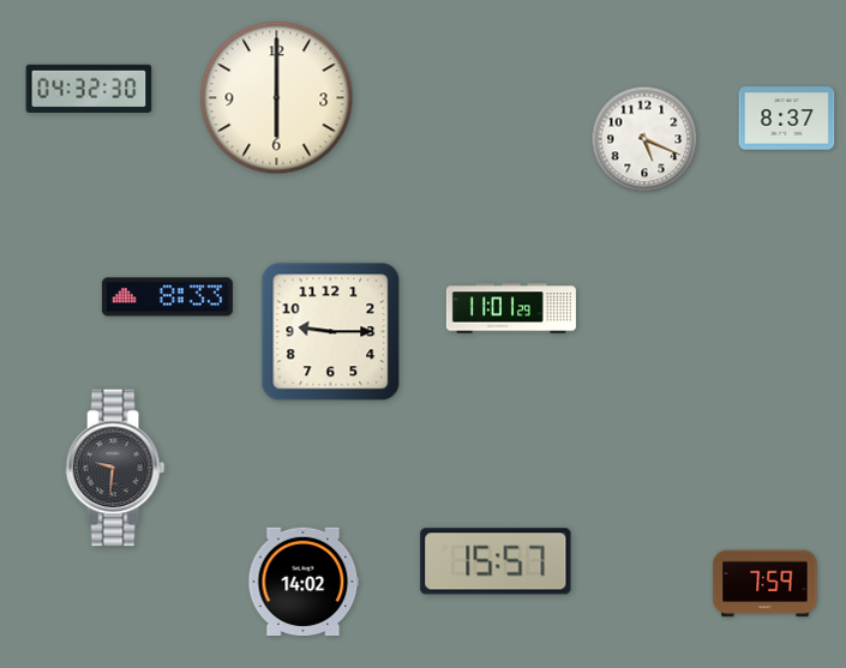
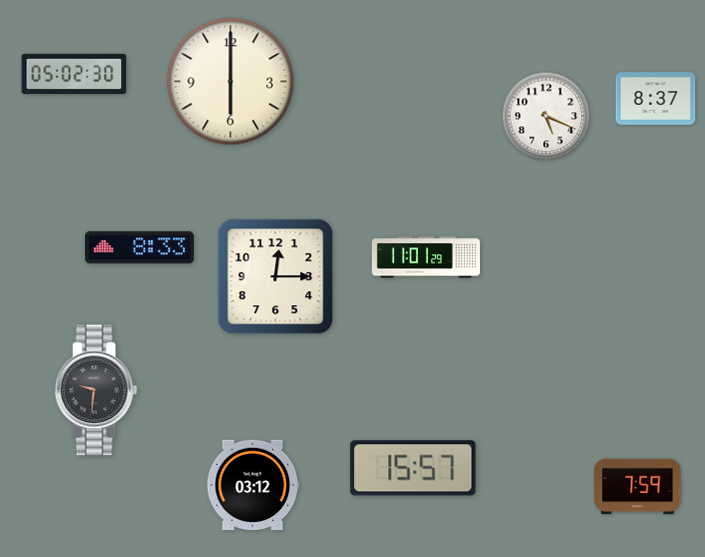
clock at (89, 88): 04:32 -> 05:02
clock at (644, 139) position: (644, 139) -> (546, 116)
clock at (331, 332): 9:15 -> 12:15
clock at (304, 582): 14:02 -> 03:12
